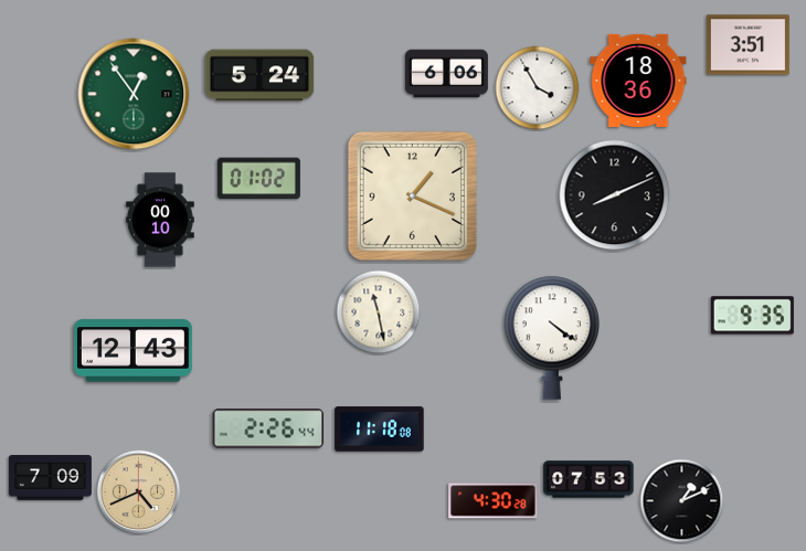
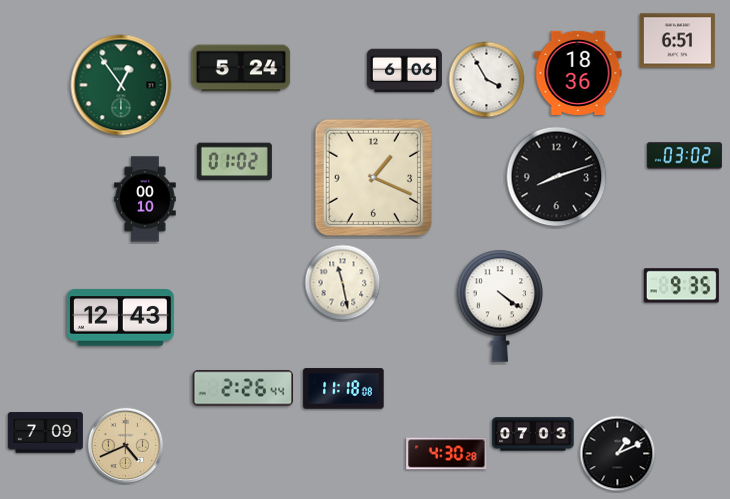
clock at (747, 45): 3:51 -> 6:51
clock at (446, 74) position: (446, 74) -> (404, 71)
clock at (259, 75) position: (259, 75) -> (241, 68)
clock at (684, 156): none -> 03:02
clock at (615, 195): 8:11 -> 8:12
clock at (588, 479): 07:53 -> 07:03
